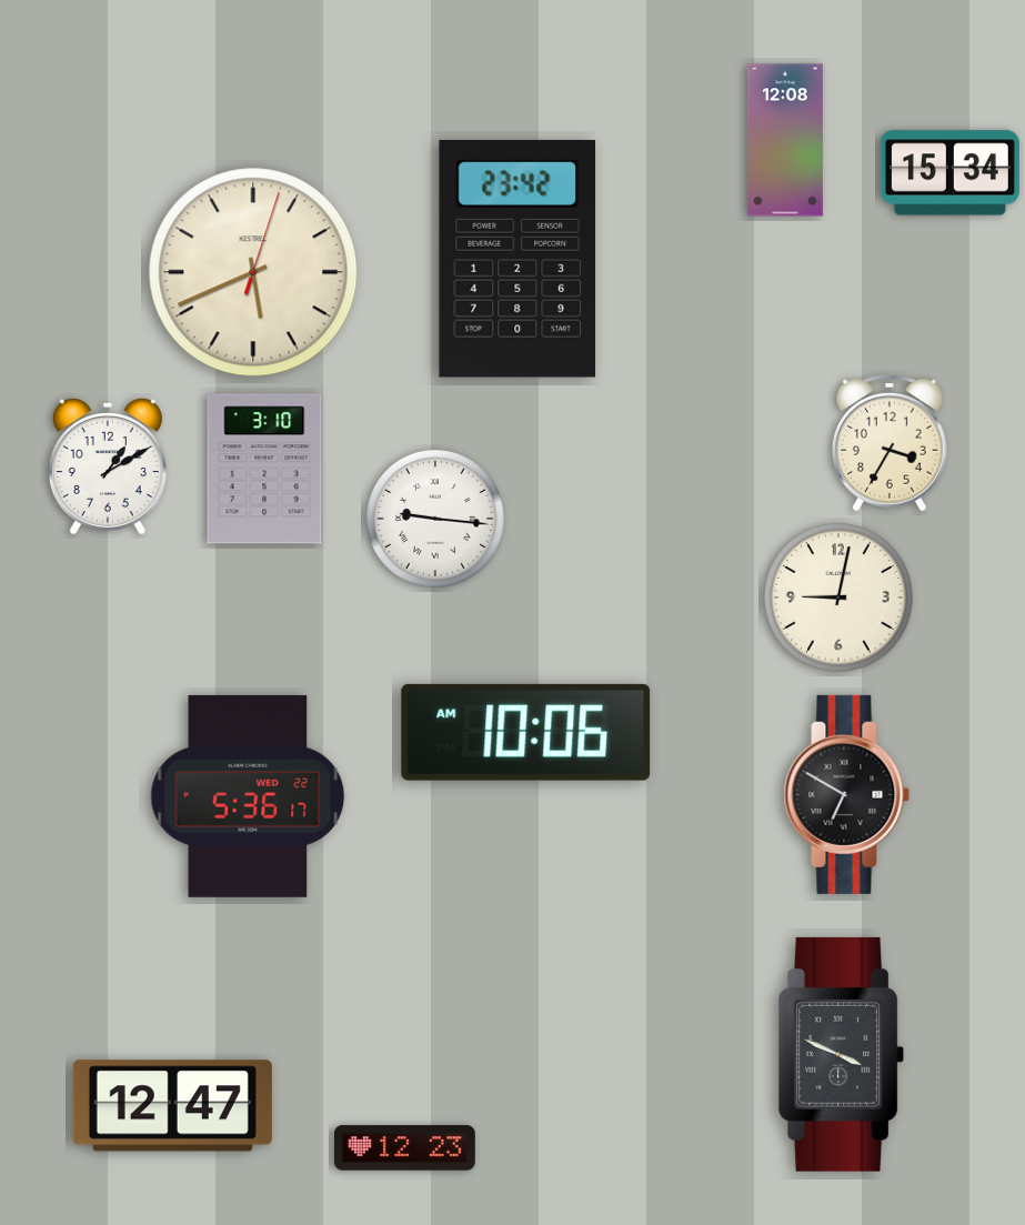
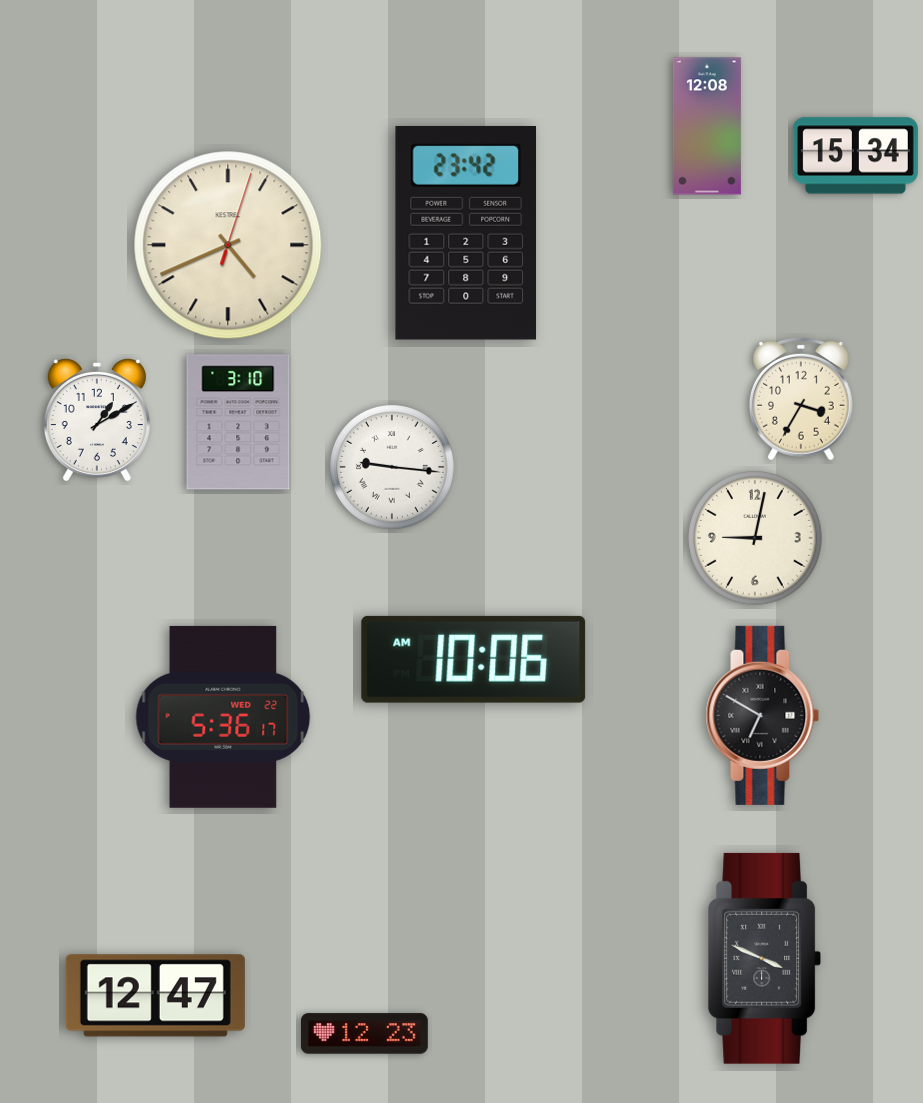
clock at (253, 272): 5:41 -> 4:41
clock at (842, 1054) position: (842, 1054) -> (765, 958)
